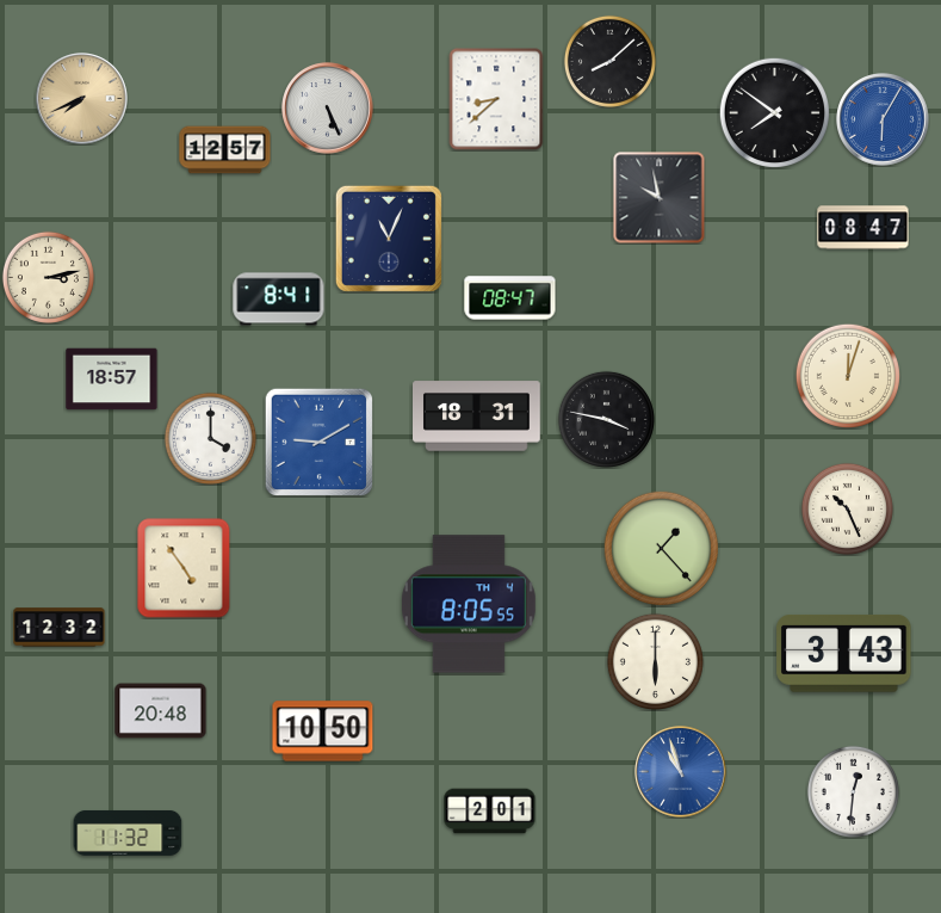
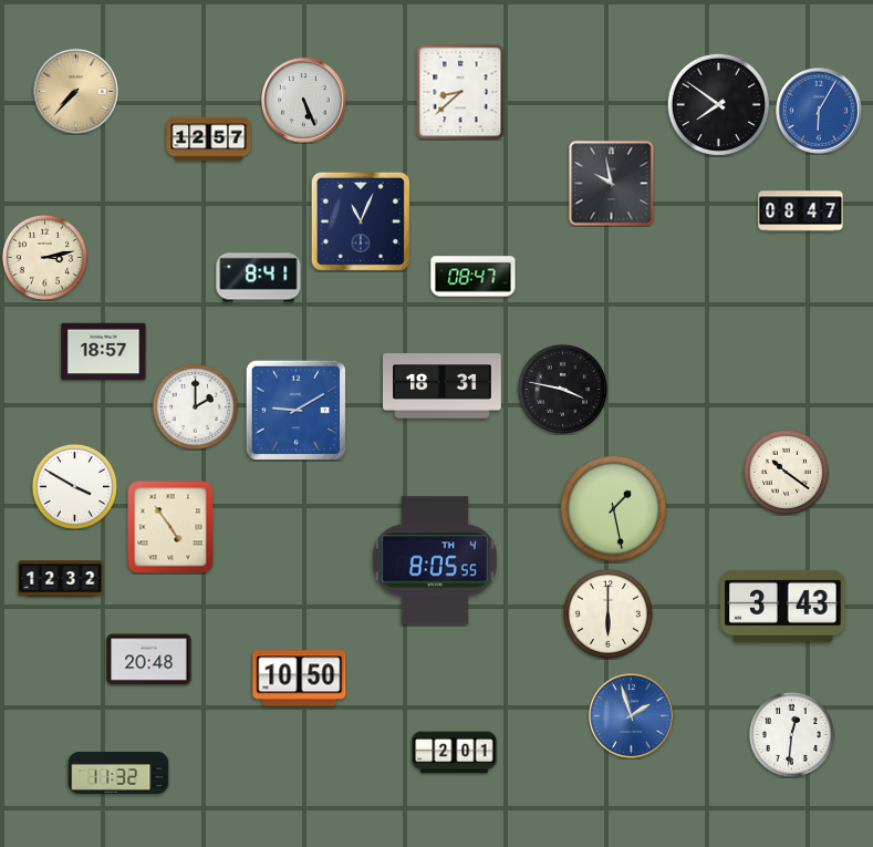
clock at (609, 61): 8:08 -> none
clock at (82, 99): 7:41 -> 7:37
clock at (847, 375): 12:03 -> none
clock at (210, 438): 4:00 -> 2:00
clock at (847, 508): 10:26 -> 10:21
clock at (74, 486): none -> 3:50
clock at (661, 548): 1:23 -> 1:28
clock at (60, 628) position: (60, 628) -> (61, 579)
clock at (681, 772): 10:57 -> 1:57
